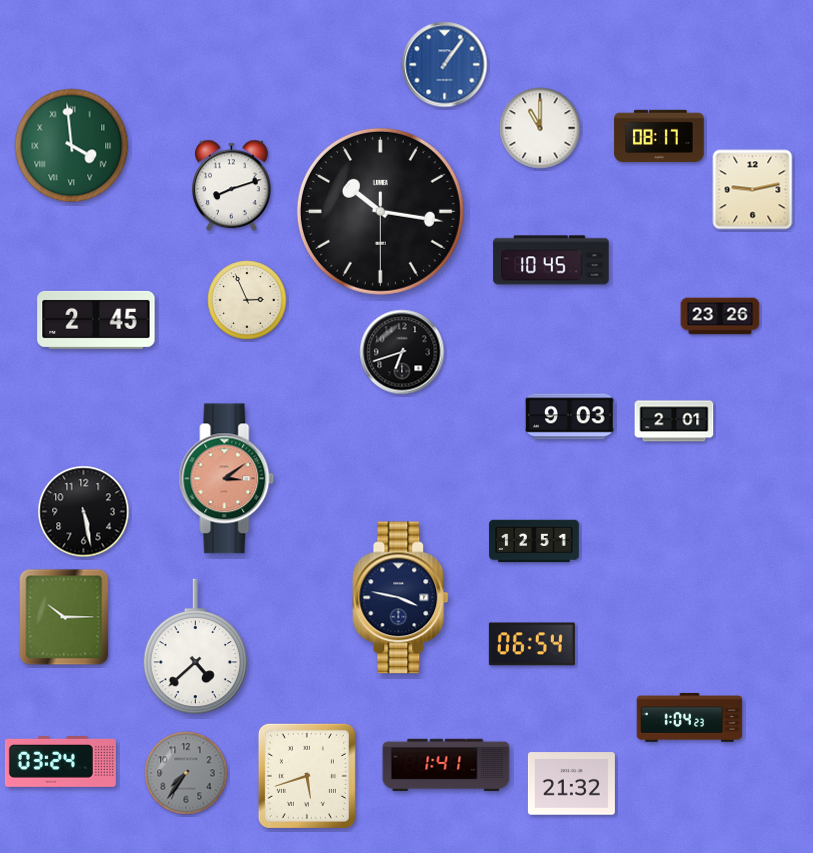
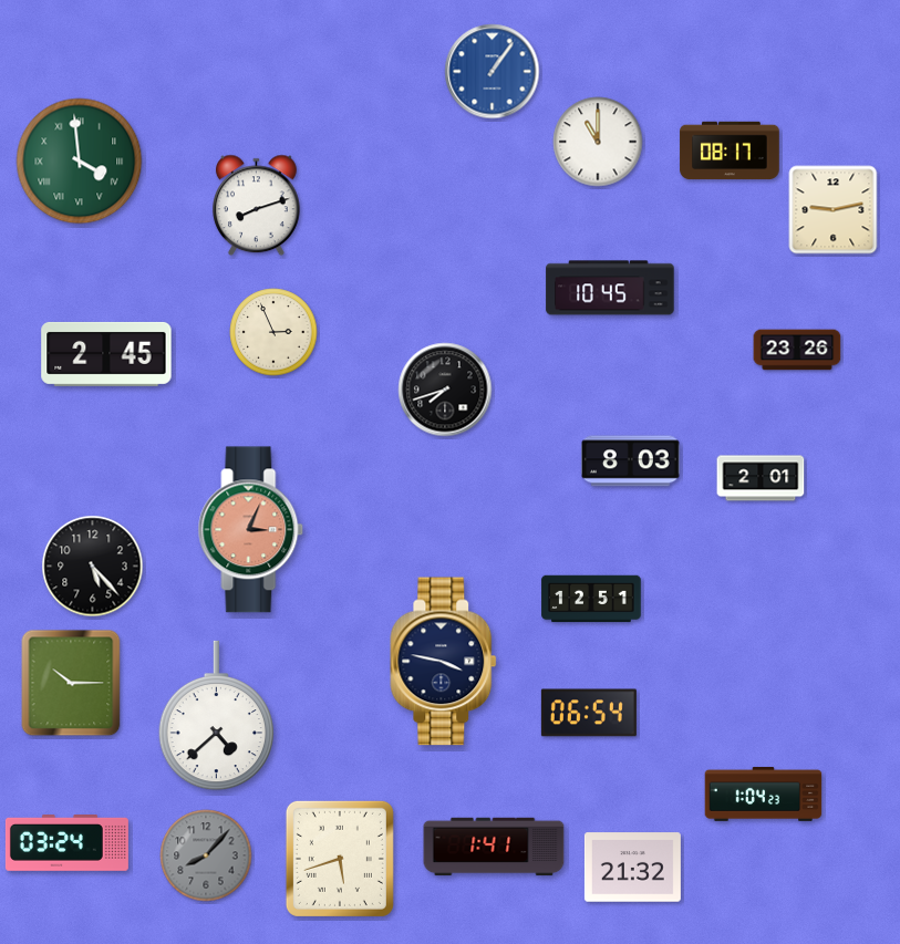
clock at (380, 211): 10:16 -> none
clock at (402, 352): 6:42 -> 7:42
clock at (570, 417): 9:03 -> 8:03
clock at (674, 421) position: (674, 421) -> (761, 478)
clock at (227, 479): 3:09 -> 3:04
clock at (84, 512): 5:28 -> 5:23
clock at (186, 773): 7:36 -> 8:07
